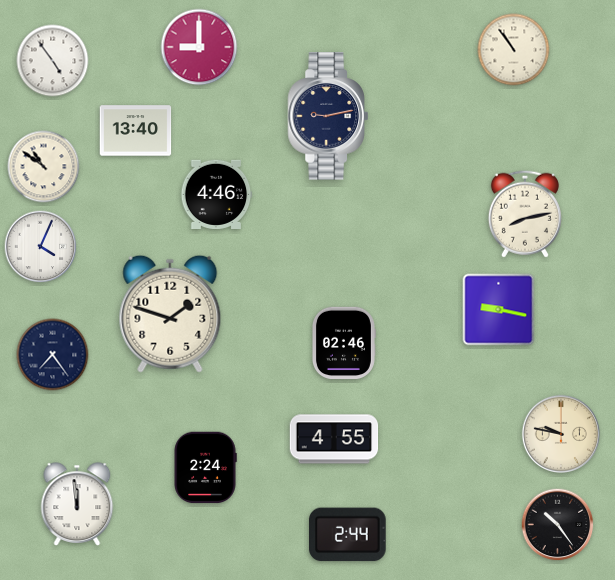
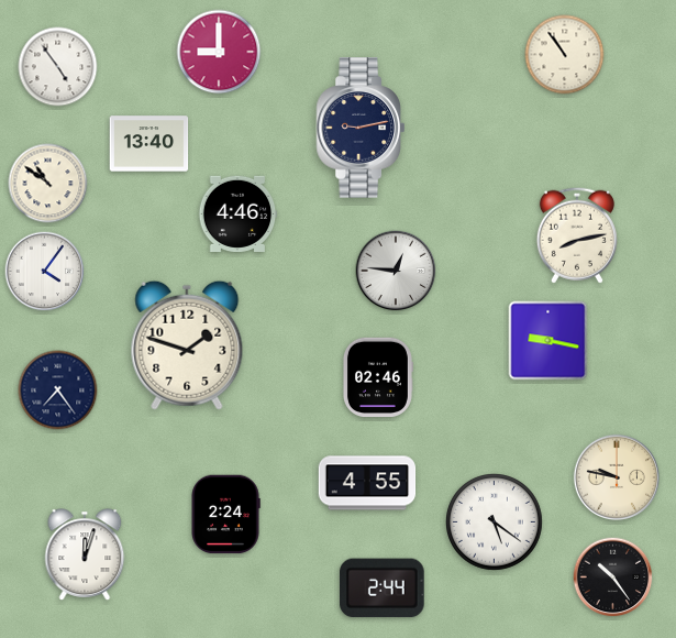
clock at (396, 271): none -> 12:46
clock at (41, 247): 4:04 -> 4:06
clock at (495, 522): none -> 5:21
clock at (77, 504): 11:59 -> 12:03
